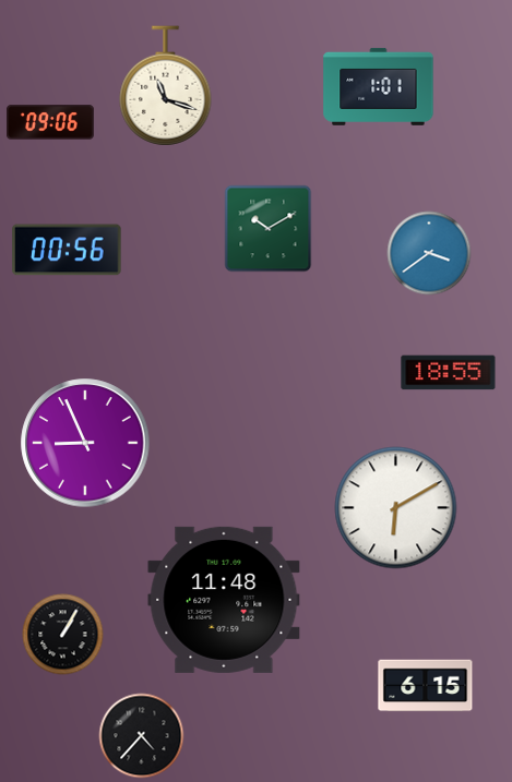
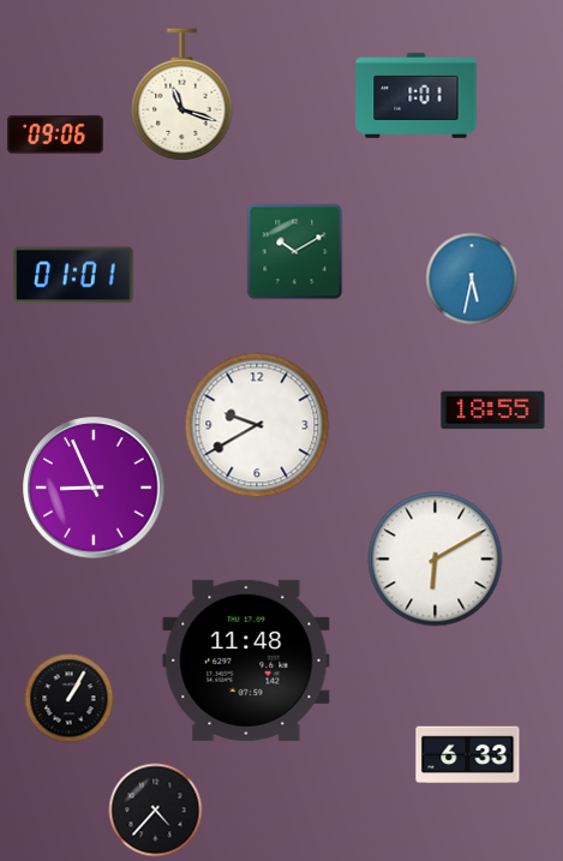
clock at (67, 250): 00:56 -> 01:01
clock at (429, 253): 3:39 -> 5:32
clock at (257, 425): none -> 9:40
clock at (426, 686): 6:15 -> 6:33
